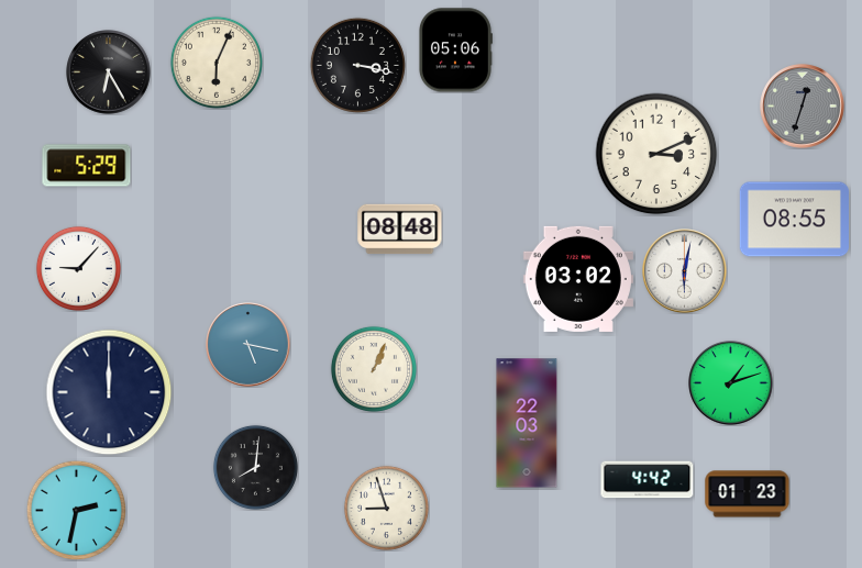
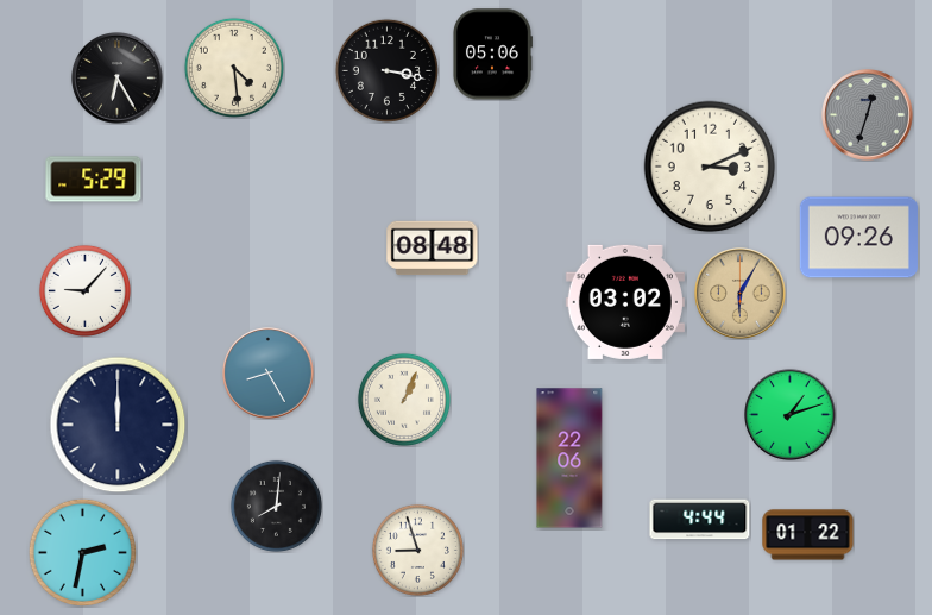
clock at (217, 63): 6:04 -> 4:29
clock at (794, 220): 08:55 -> 09:26
clock at (685, 271): 6:02 -> 6:05
clock at (685, 271) dial: white -> champagne
clock at (248, 345): 5:17 -> 8:25
clock at (527, 423): 22:03 -> 22:06
clock at (648, 480): 4:42 -> 4:44
clock at (748, 494): 01:23 -> 01:22
